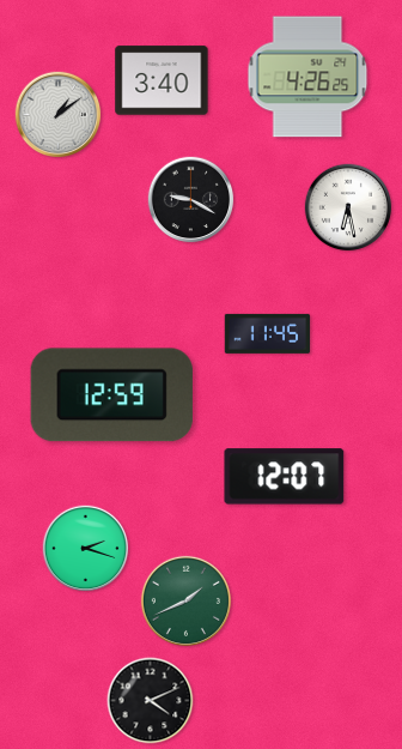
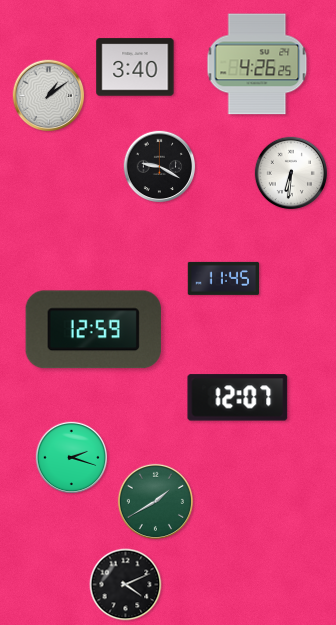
clock at (348, 207): 6:28 -> 6:31
clock at (185, 600): 1:41 -> 1:40
